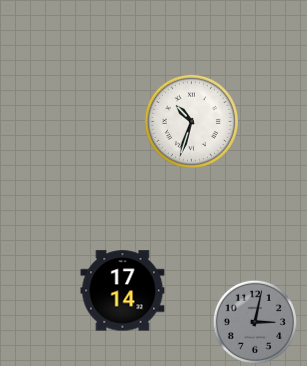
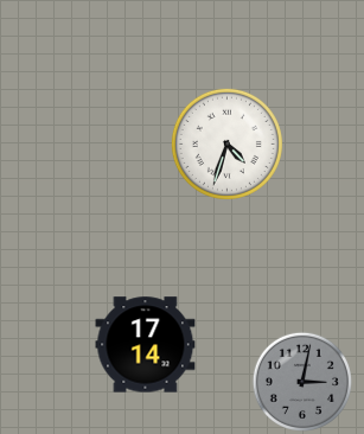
clock at (191, 121): 10:33 -> 4:33
